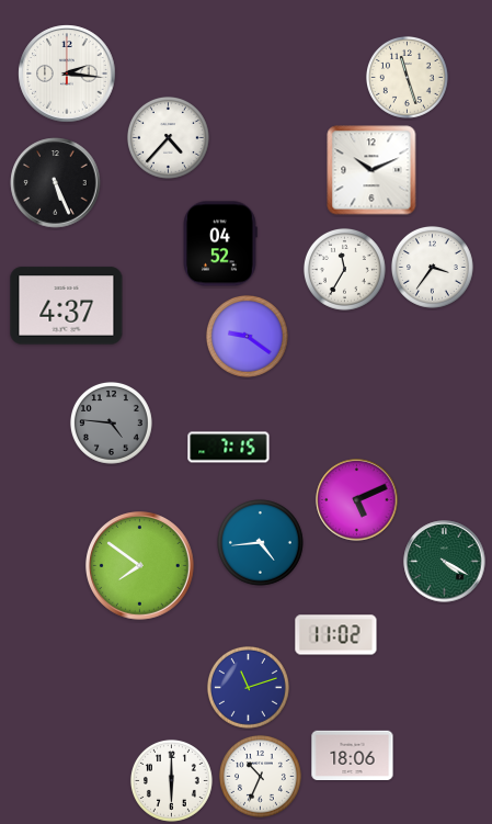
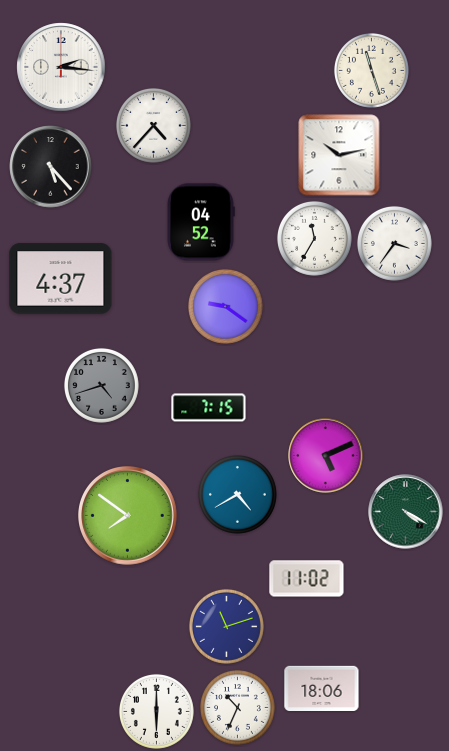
clock at (371, 170): 10:11 -> 10:13
clock at (56, 183): 5:26 -> 5:23
clock at (344, 269) position: (344, 269) -> (314, 238)
clock at (111, 422): 4:46 -> 4:42
clock at (261, 543): 4:44 -> 4:40
